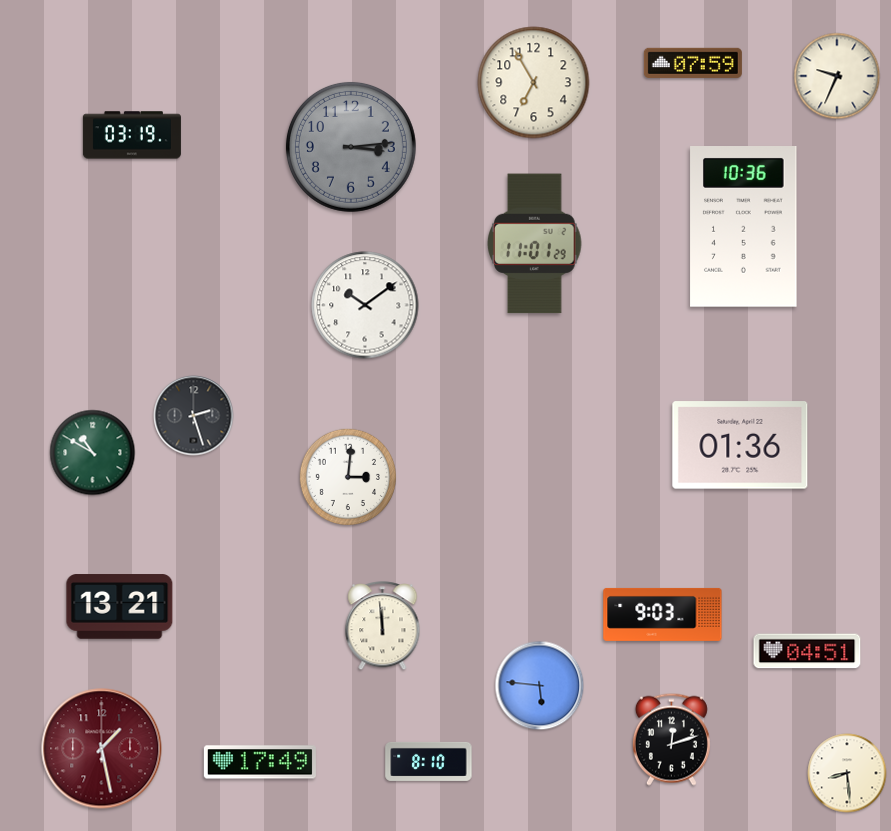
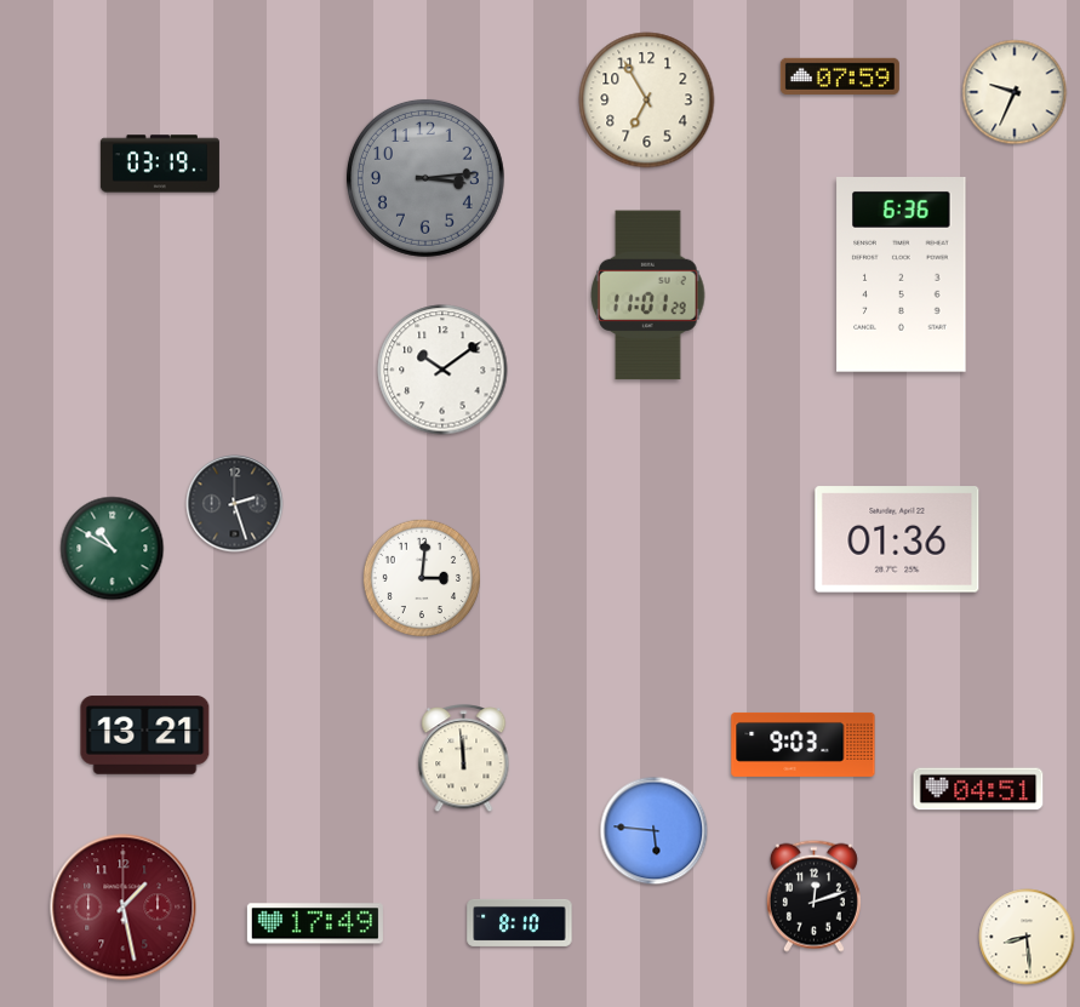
clock at (744, 227): 10:36 -> 6:36
